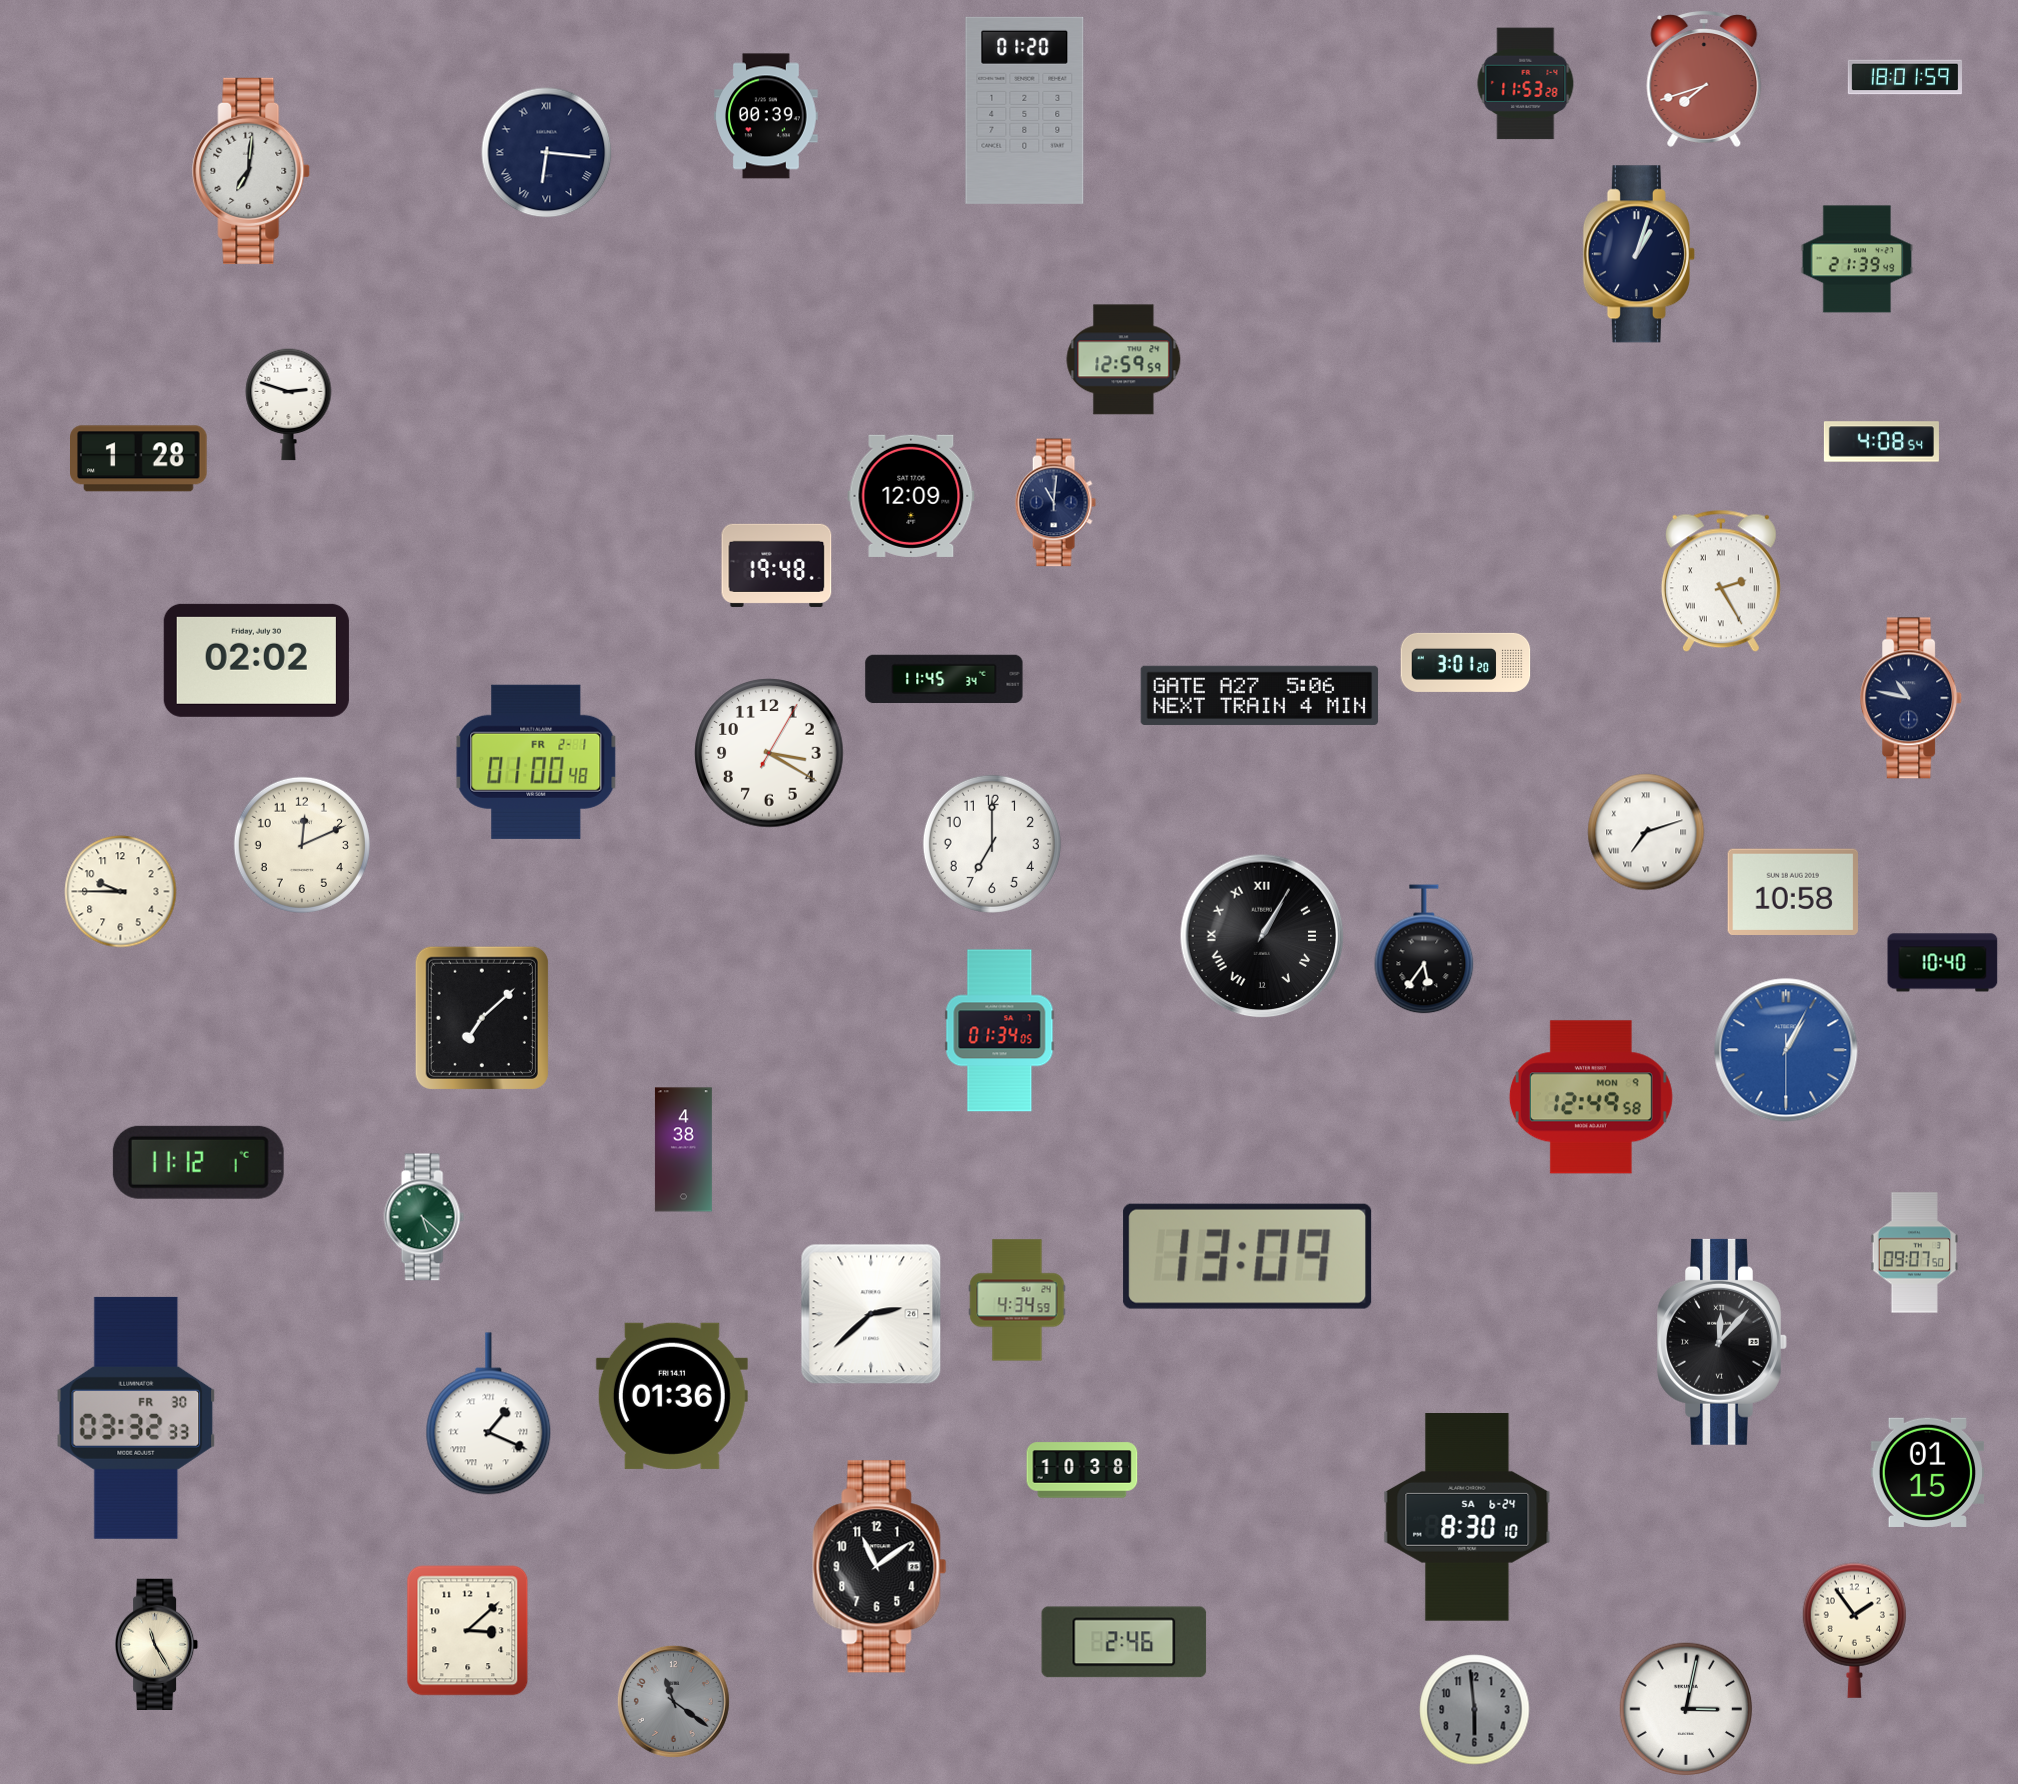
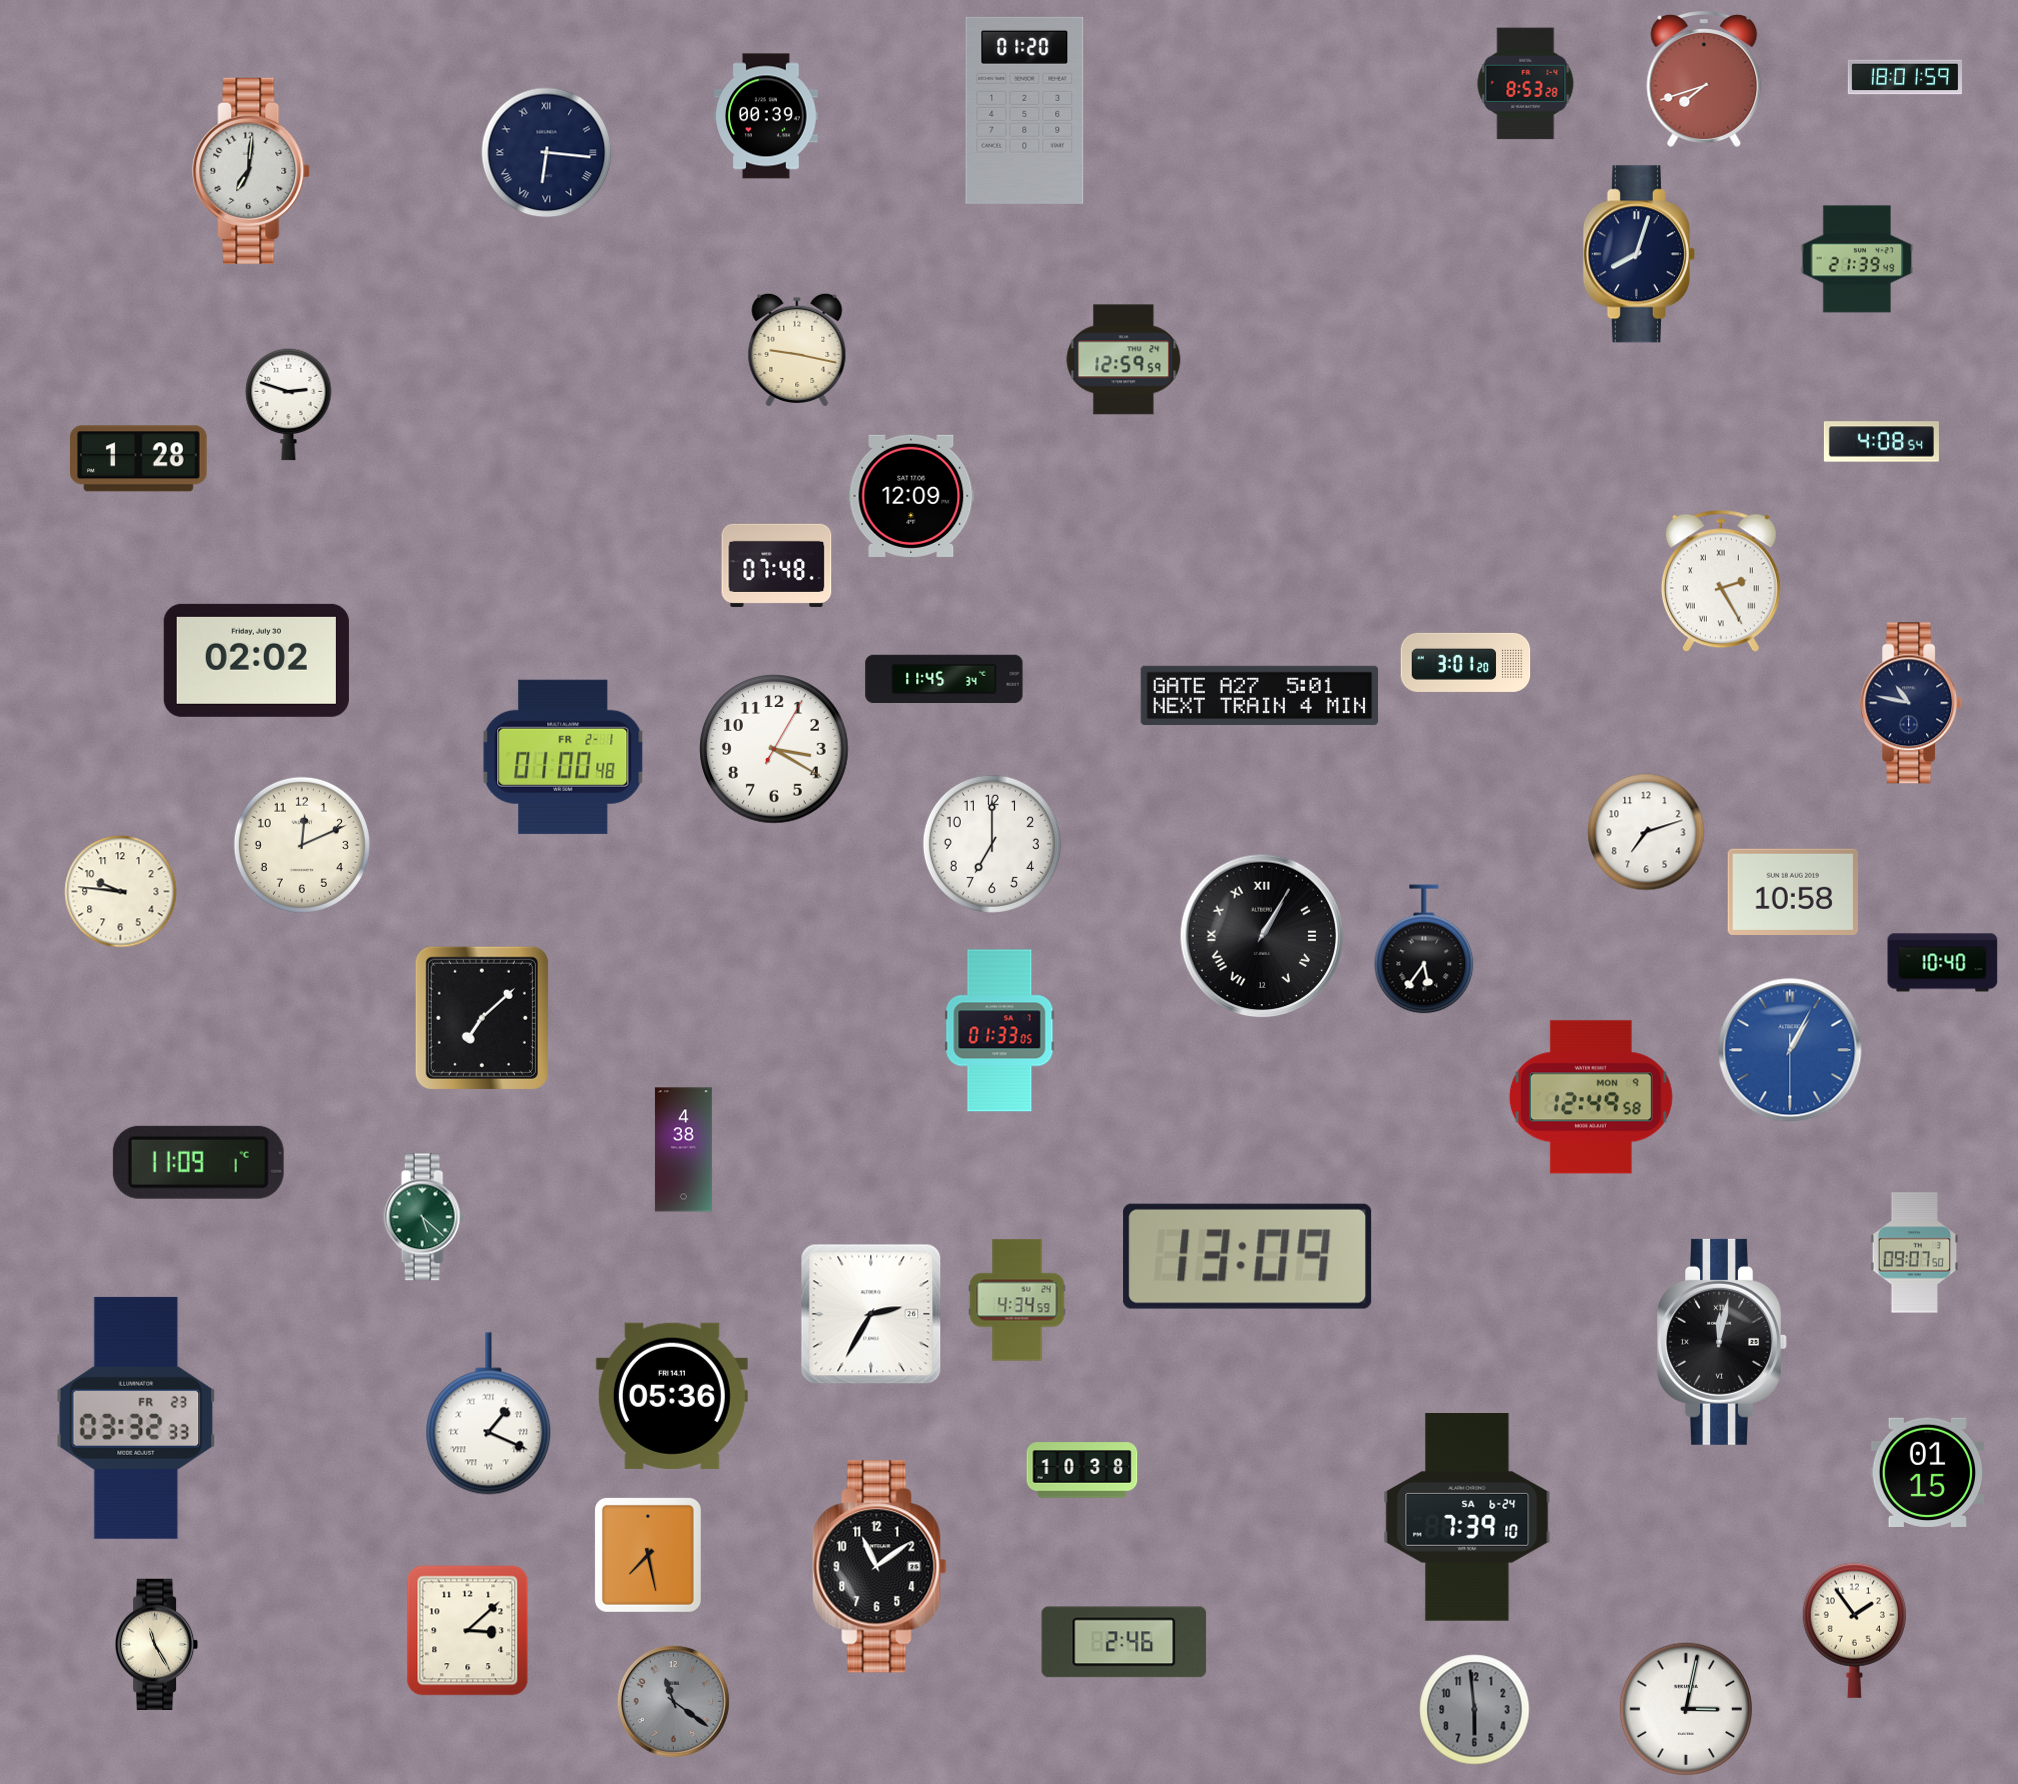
clock at (1526, 84): 11:53 -> 8:53
clock at (1639, 254): 1:03 -> 8:03
clock at (797, 350): none -> 9:17
clock at (1055, 503): 11:01 -> none
clock at (777, 565): 19:48 -> 07:48
clock at (1260, 695): 5:06 -> 5:01
clock at (1912, 698) position: (1912, 698) -> (1912, 703)
clock at (769, 753) position: (769, 753) -> (774, 749)
clock at (536, 762) position: (536, 762) -> (563, 757)
clock at (1646, 832) numerals: Roman -> Arabic
clock at (121, 892): 9:45 -> 9:46
clock at (1000, 1031): 01:34 -> 01:33
clock at (1786, 1050) position: (1786, 1050) -> (1790, 1050)
clock at (198, 1162): 11:12 -> 11:09
clock at (871, 1314): 2:38 -> 2:35
clock at (1722, 1342): 12:07 -> 12:02
clock at (672, 1396): 01:36 -> 05:36
clock at (136, 1418) date: FR 30 -> FR 23
clock at (1467, 1518): 8:30 -> 7:39
clock at (648, 1555): none -> 7:28
